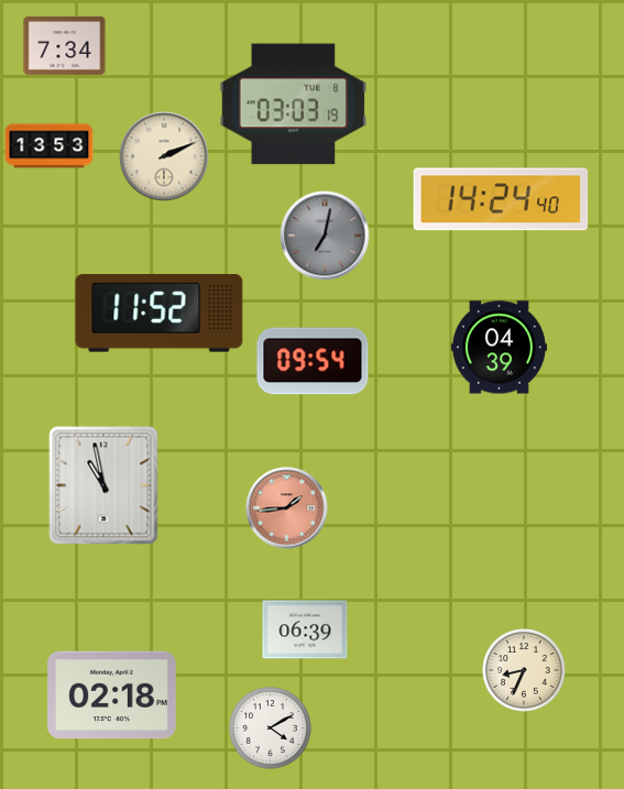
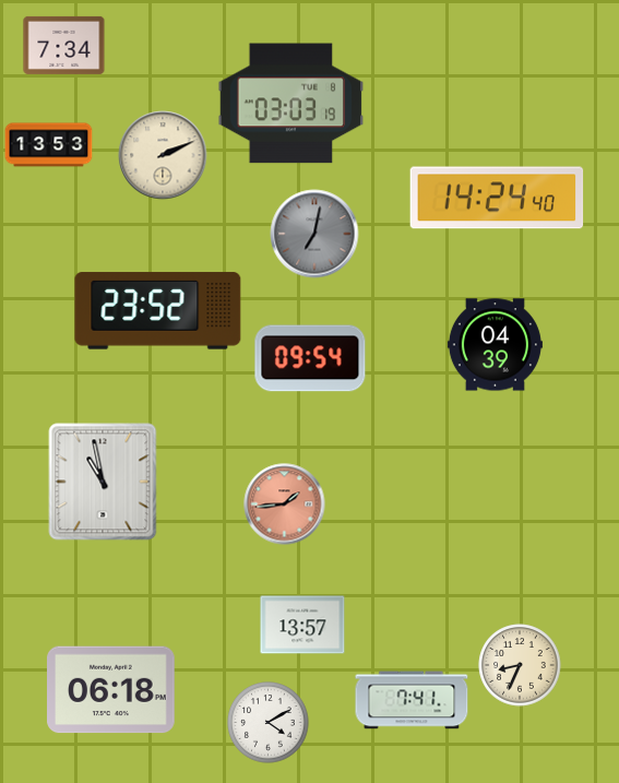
clock at (325, 235) position: (325, 235) -> (314, 234)
clock at (160, 314): 11:52 -> 23:52
clock at (305, 629): 06:39 -> 13:57
clock at (112, 695): 02:18 -> 06:18
clock at (412, 700): none -> 7:41
